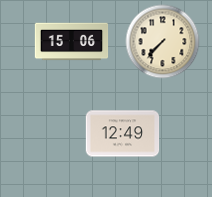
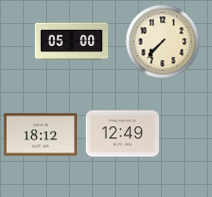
clock at (72, 42): 15:06 -> 05:00
clock at (41, 135): none -> 18:12
